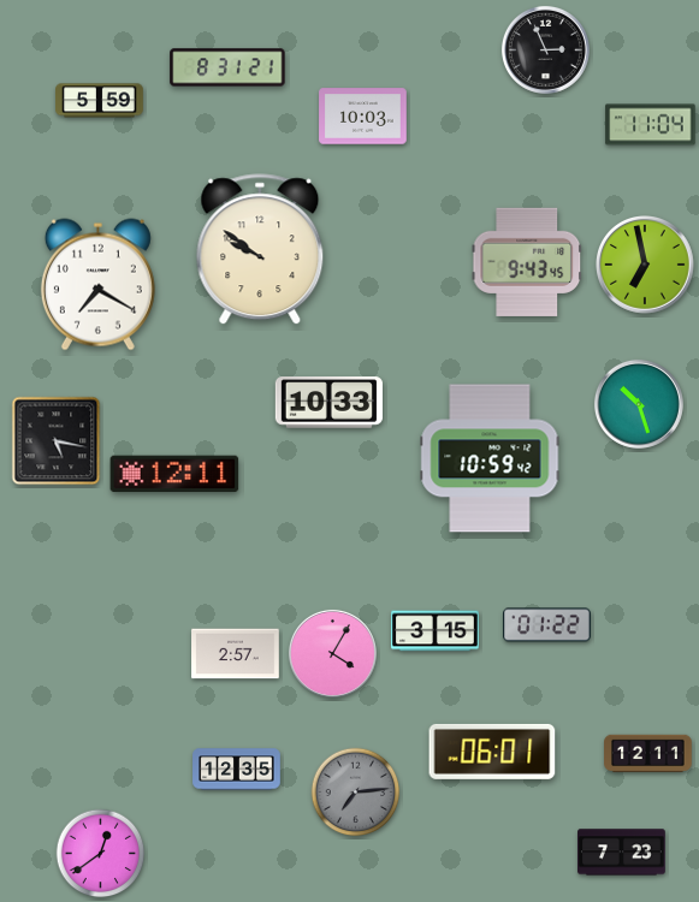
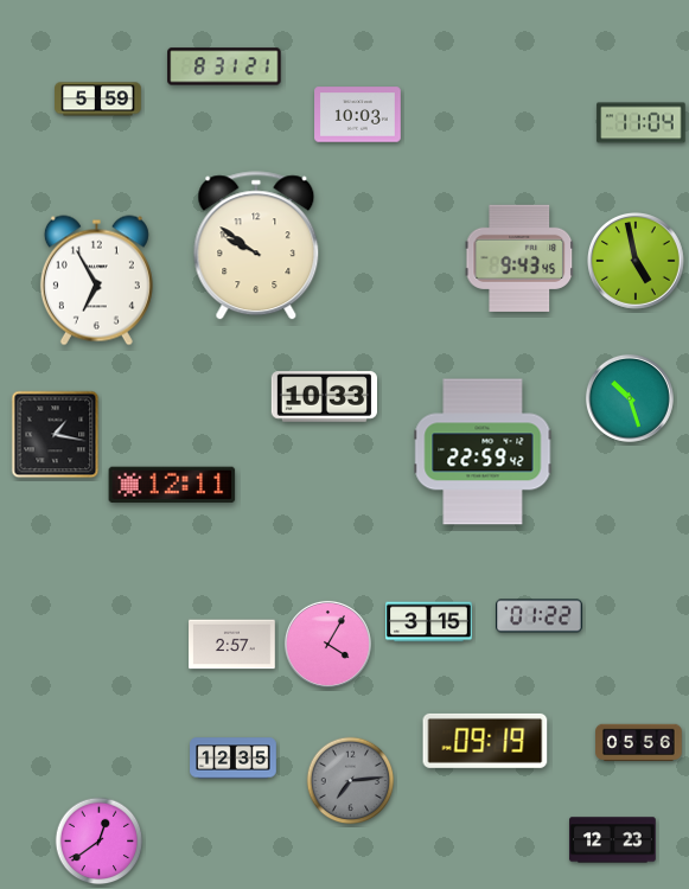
clock at (545, 49): 2:56 -> none
clock at (646, 266): 6:58 -> 4:58
clock at (97, 285): 7:20 -> 6:55
clock at (57, 441): 5:17 -> 1:17
clock at (490, 458): 10:59 -> 22:59
clock at (174, 474) position: (174, 474) -> (172, 485)
clock at (492, 752): 06:01 -> 09:19
clock at (648, 754): 12:11 -> 05:56
clock at (622, 853): 7:23 -> 12:23
